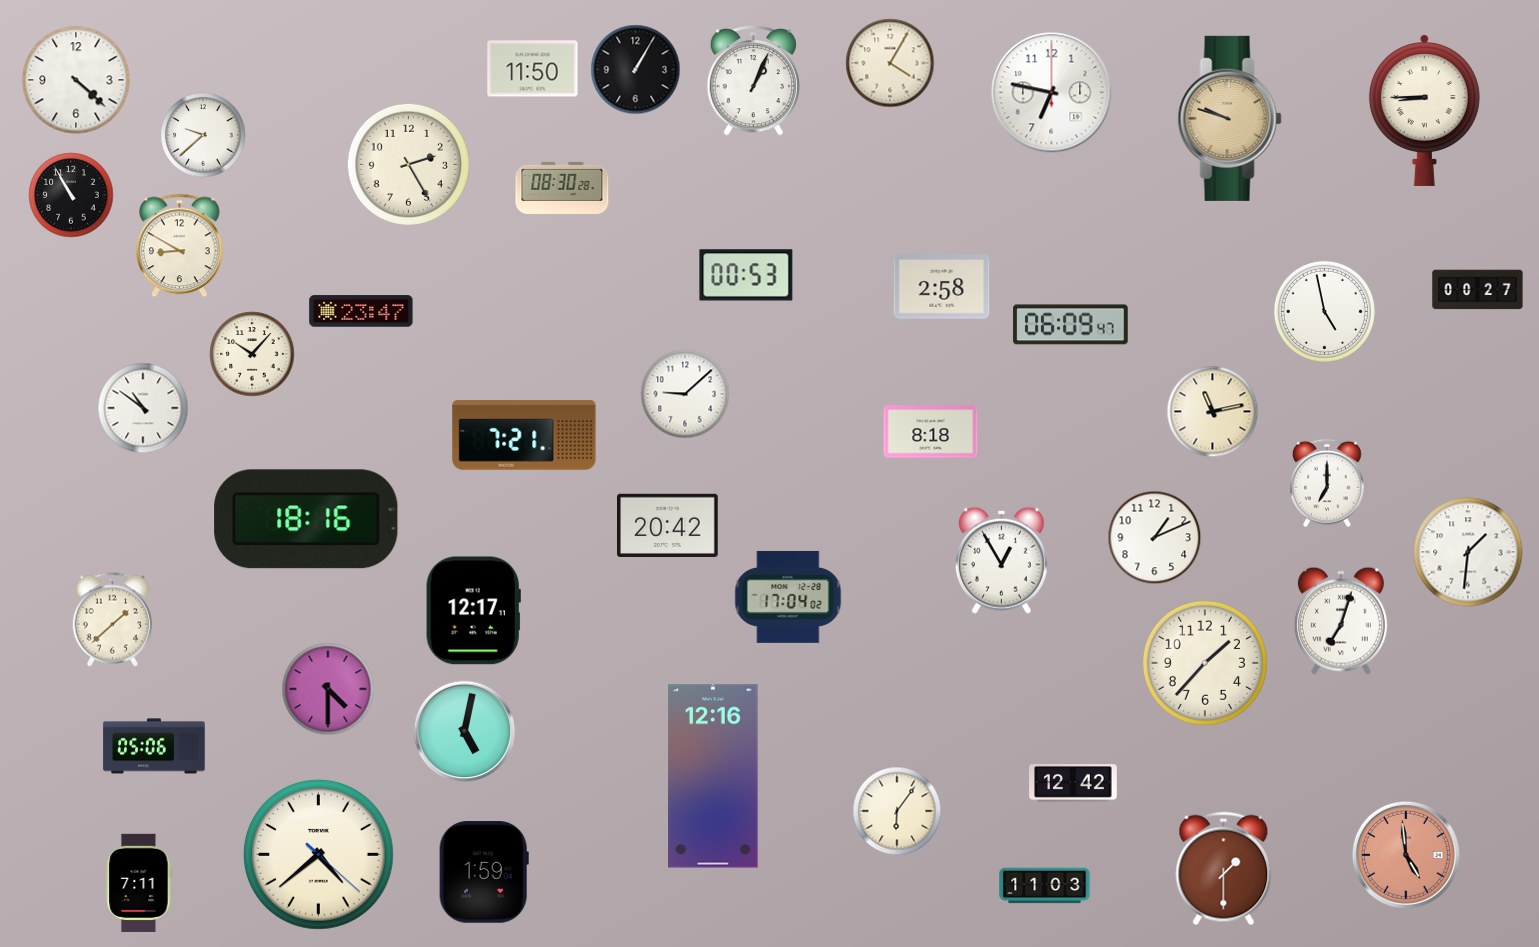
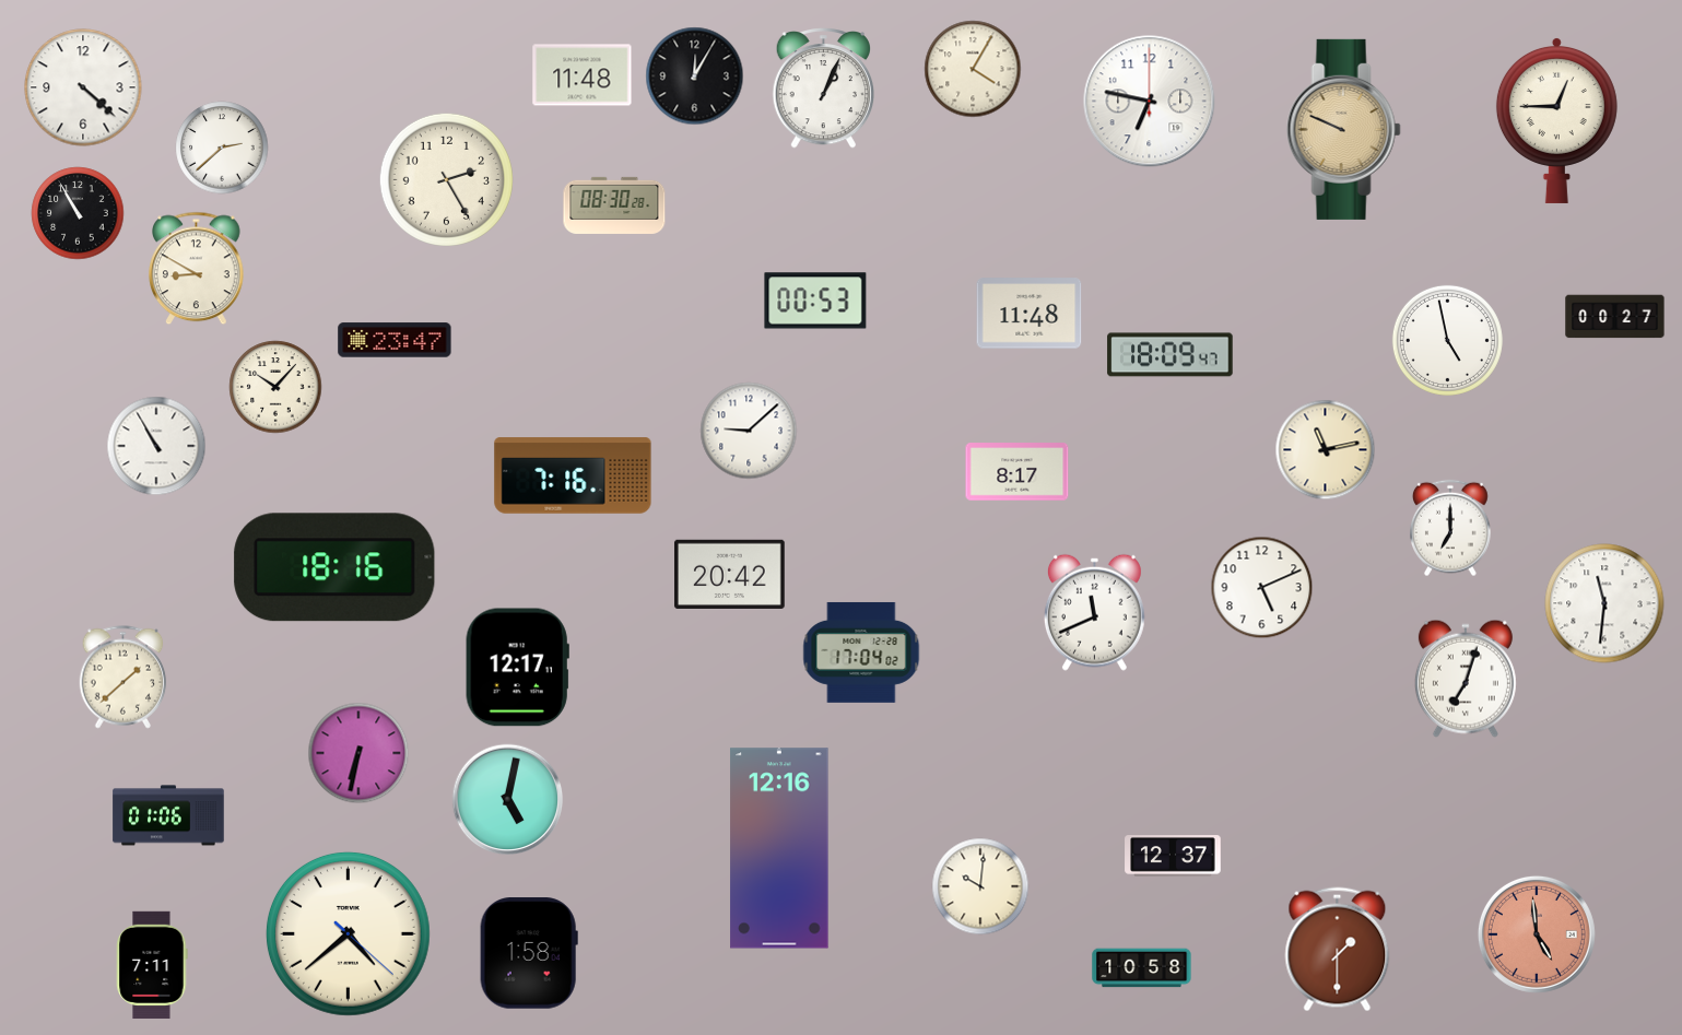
clock at (533, 69): 11:50 -> 11:48
clock at (636, 70): 1:05 -> 12:05
clock at (1424, 110): 8:45 -> 12:45
clock at (1229, 118): 9:48 -> 9:49
clock at (203, 135): 9:38 -> 2:38
clock at (942, 287): 2:58 -> 11:48
clock at (1071, 325): 06:09 -> 18:09
clock at (143, 408): 10:51 -> 10:55
clock at (931, 432): 8:18 -> 8:17
clock at (524, 435): 7:21 -> 7:16
clock at (1155, 538): 1:11 -> 5:11
clock at (1468, 552): 1:31 -> 11:31
clock at (1001, 560): 12:55 -> 11:41
clock at (1205, 663): 1:37 -> none
clock at (328, 689): 4:30 -> 6:32
clock at (154, 746): 05:06 -> 01:06
clock at (1073, 783): 12:42 -> 12:37
clock at (897, 811): 6:06 -> 10:01
clock at (484, 872): 1:59 -> 1:58
clock at (1045, 886): 11:03 -> 10:58
